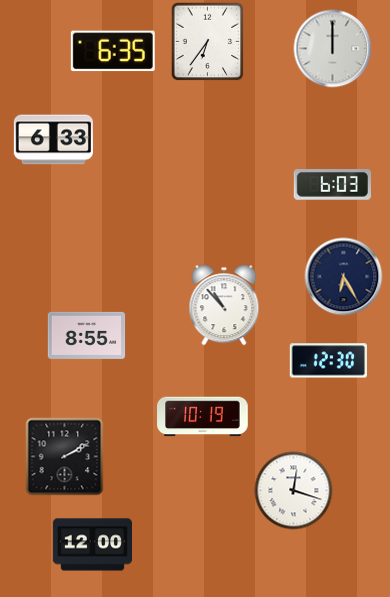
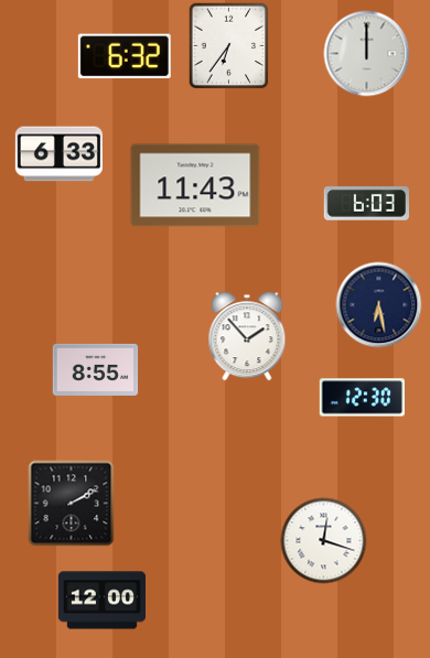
clock at (113, 51): 6:35 -> 6:32
clock at (195, 185): none -> 11:43
clock at (343, 276): 6:25 -> 6:28
clock at (224, 305): 10:53 -> 1:53
clock at (203, 417): 10:19 -> none
